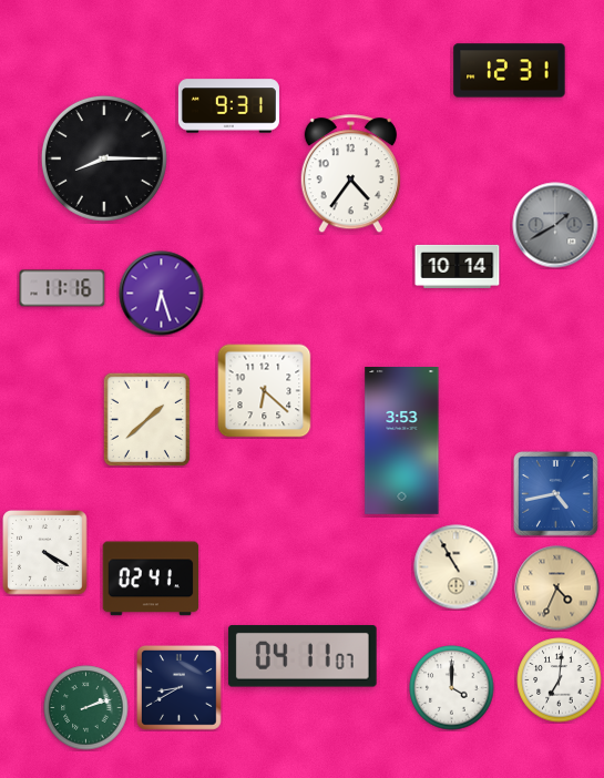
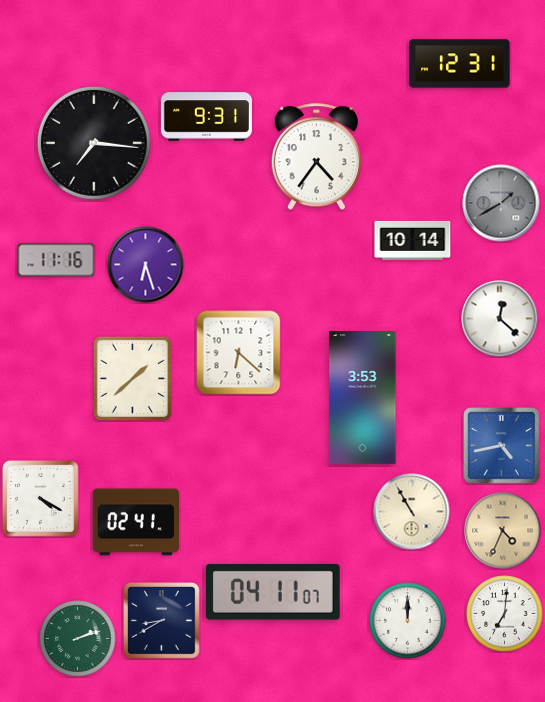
clock at (228, 106) position: (228, 106) -> (206, 117)
clock at (104, 158): 8:15 -> 7:16
clock at (500, 319): none -> 12:22
clock at (452, 688): 4:00 -> 12:00
